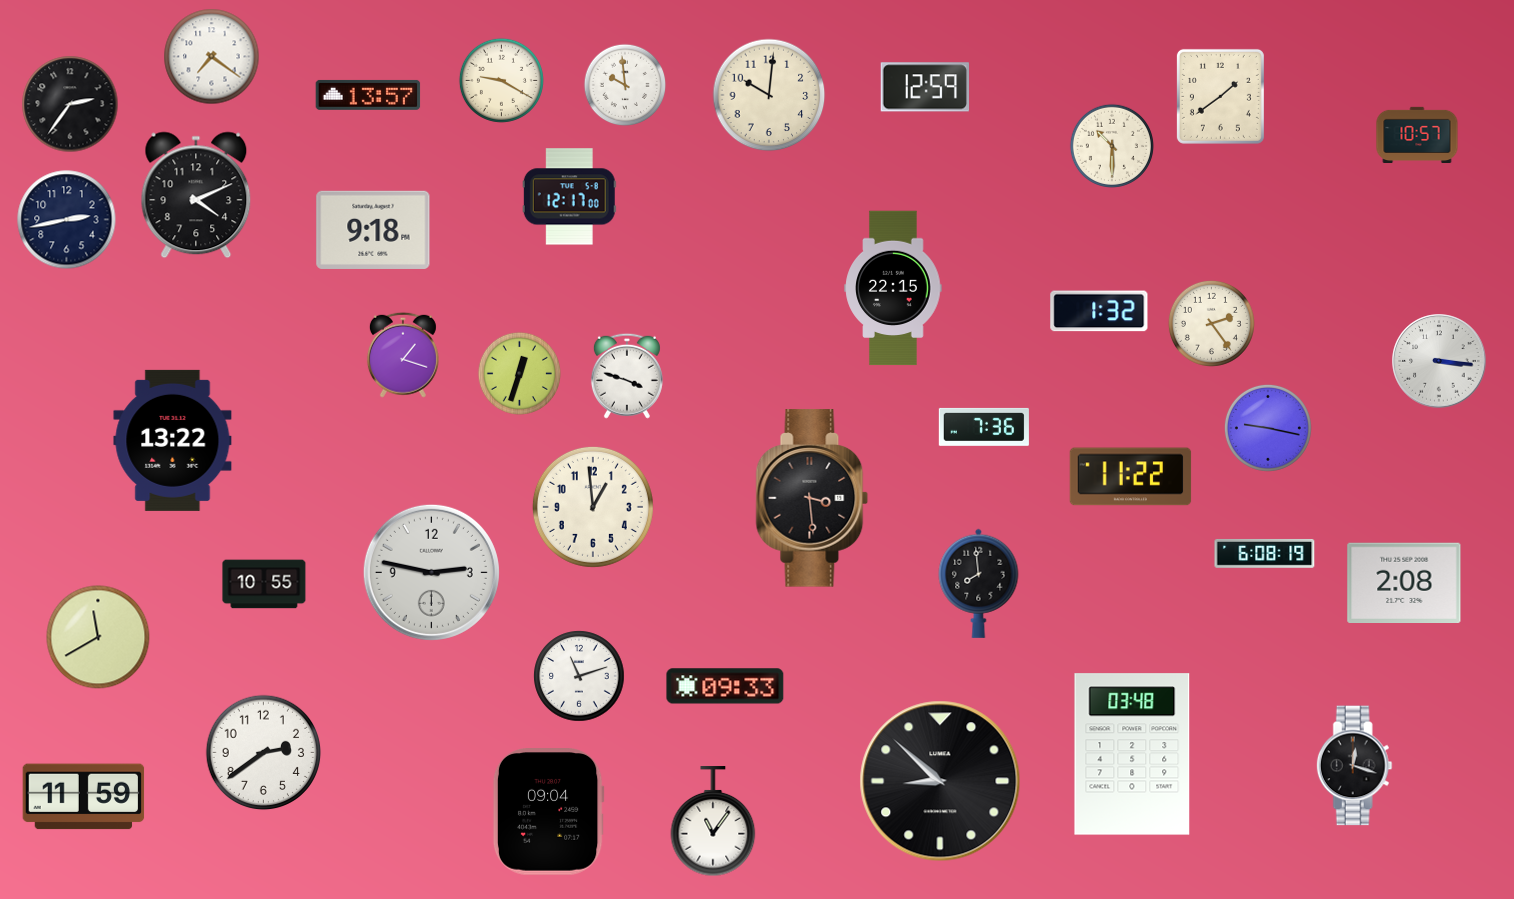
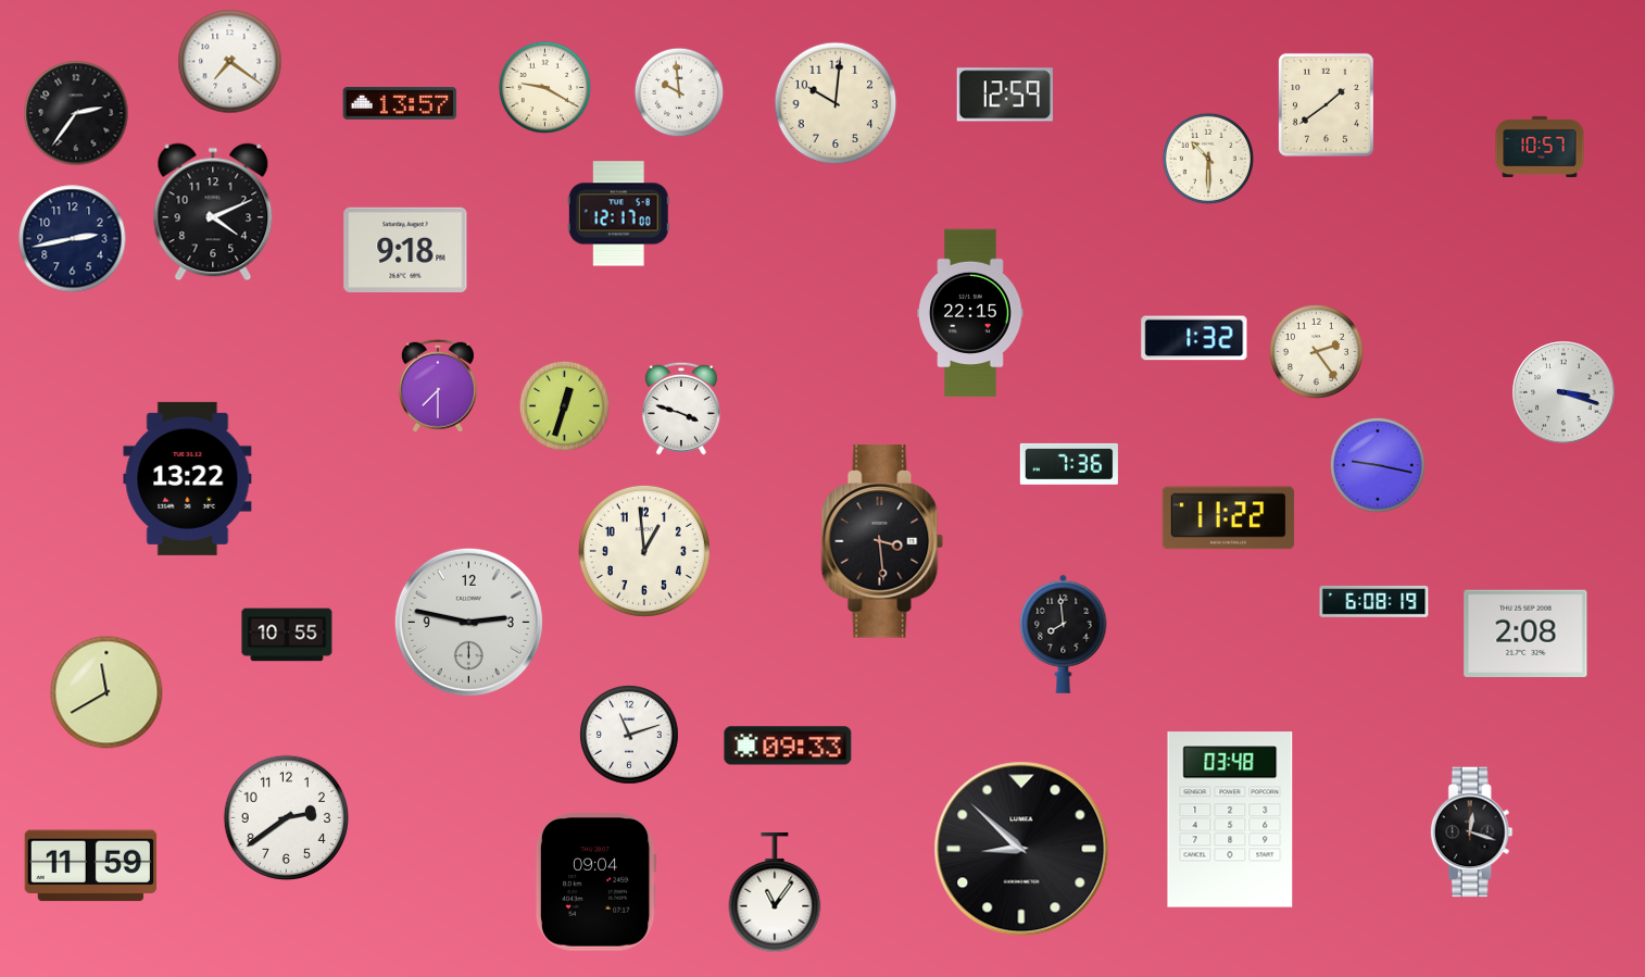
clock at (403, 355): 1:18 -> 7:30
clock at (1439, 361): 3:16 -> 3:18
